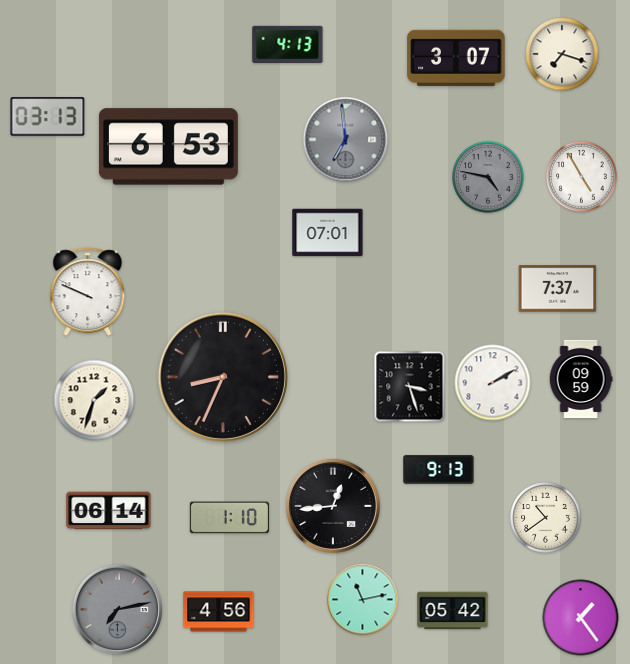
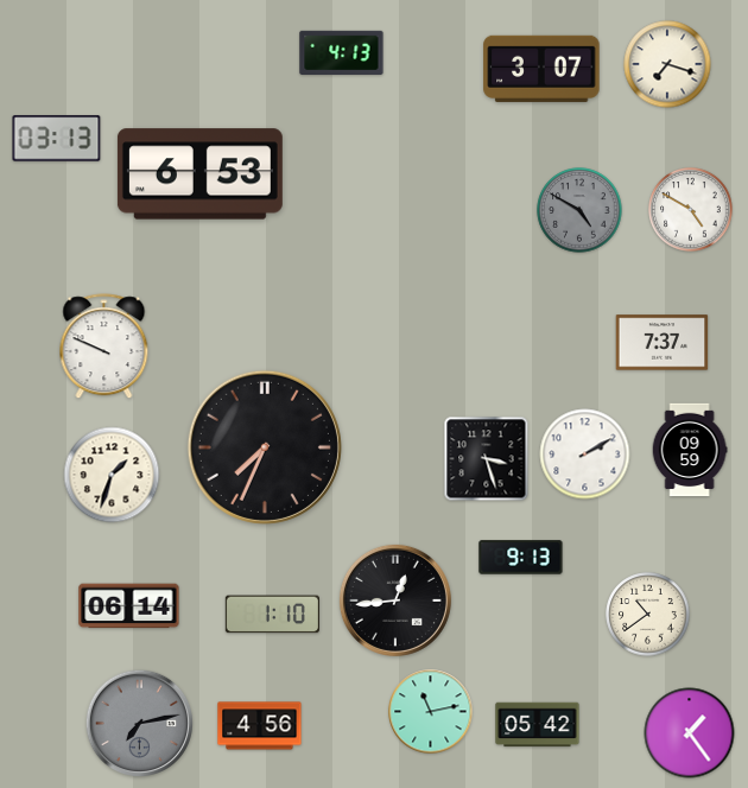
clock at (346, 140): 6:59 -> none
clock at (488, 177): 4:47 -> 4:50
clock at (582, 177): 4:55 -> 4:50
clock at (328, 233): 07:01 -> none
clock at (223, 377): 8:34 -> 7:34
